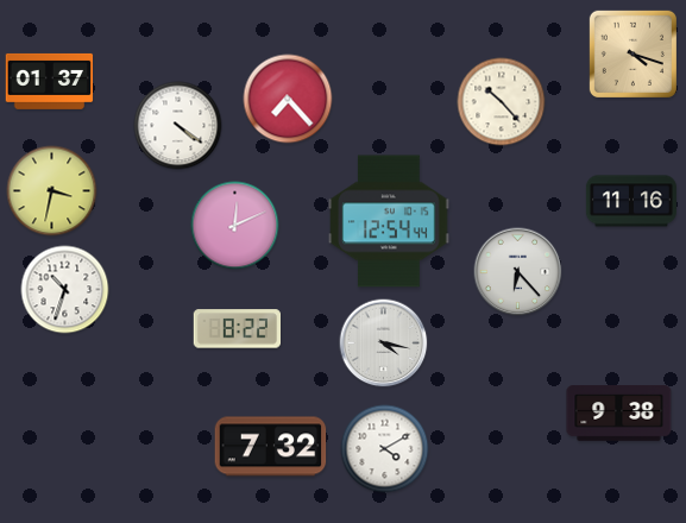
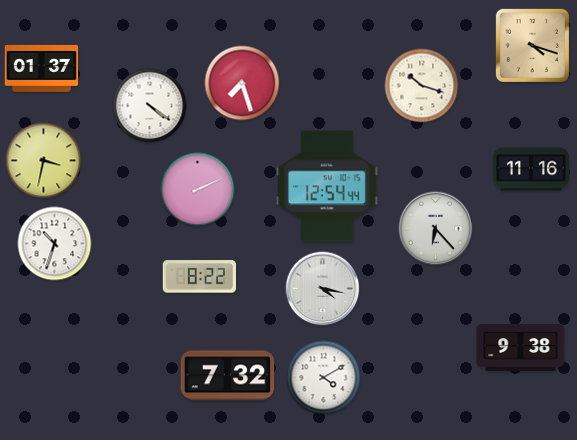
clock at (288, 99): 7:23 -> 7:27
clock at (502, 102): 10:23 -> 10:18
clock at (235, 226): 12:11 -> 2:11
